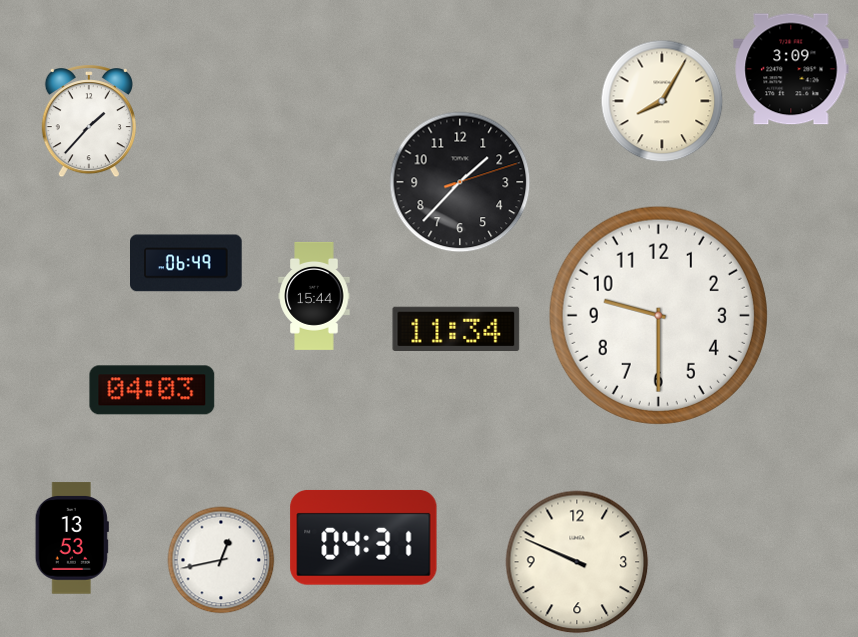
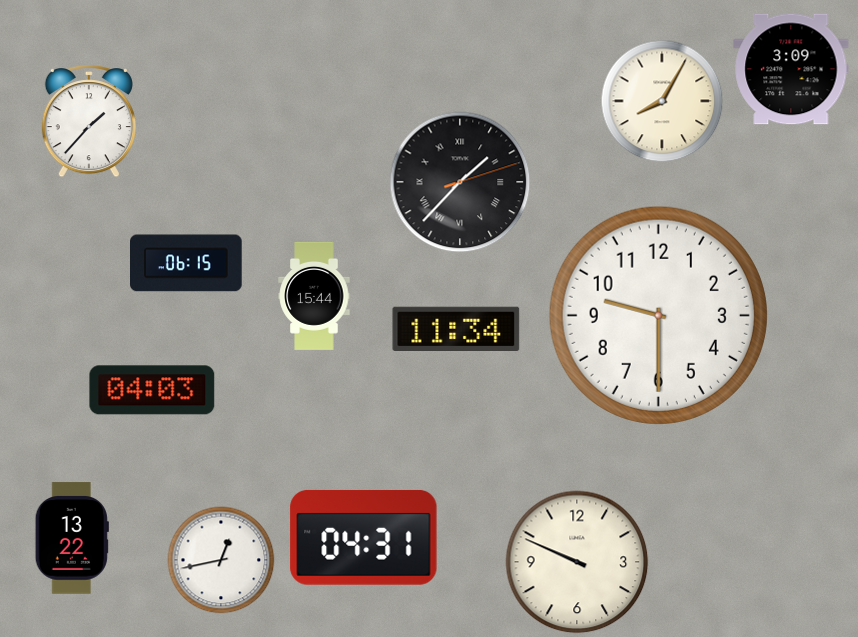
clock at (460, 182) numerals: Arabic -> Roman
clock at (186, 263): 06:49 -> 06:15
clock at (72, 538): 13:53 -> 13:22
